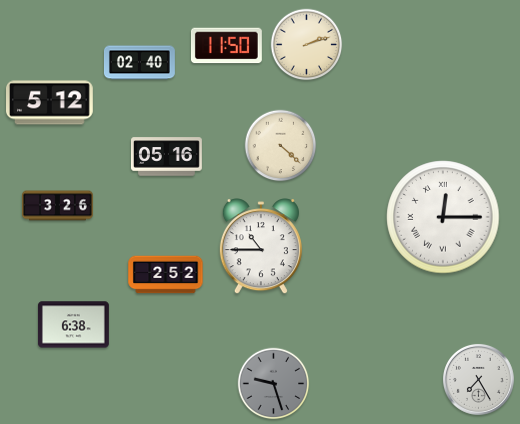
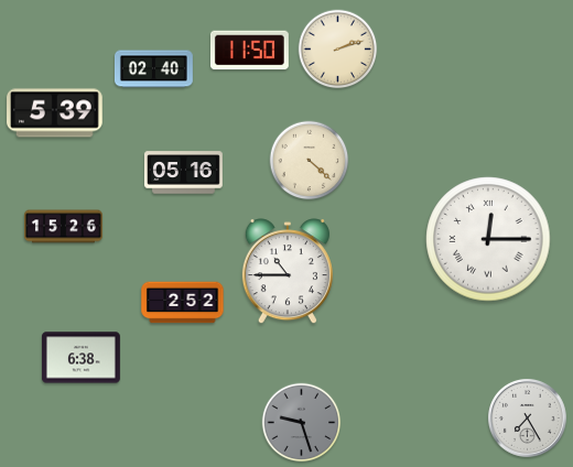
clock at (50, 103): 5:12 -> 5:39
clock at (58, 206): 3:26 -> 15:26
